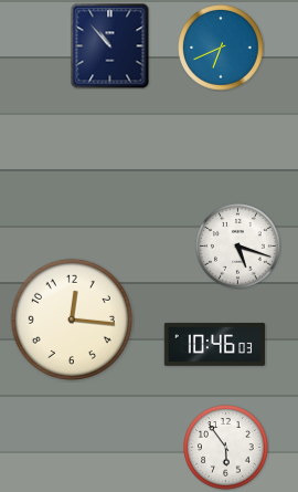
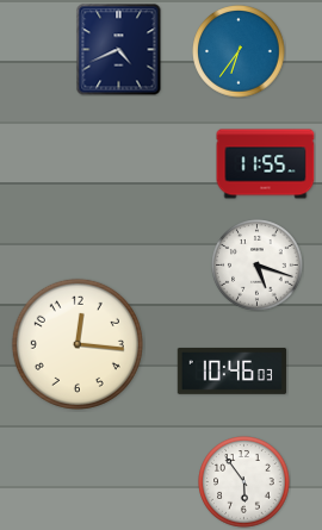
clock at (110, 46): 10:53 -> 4:41
clock at (221, 48): 6:41 -> 6:36
clock at (266, 164): none -> 11:55
